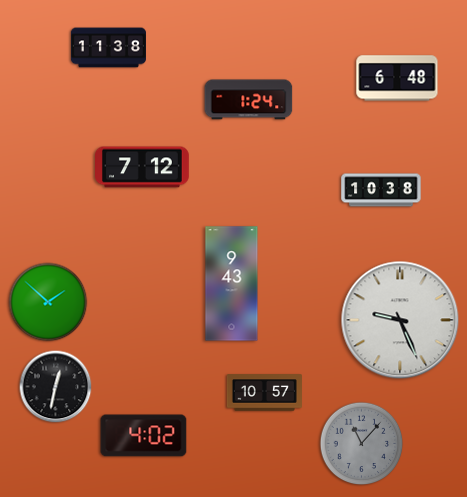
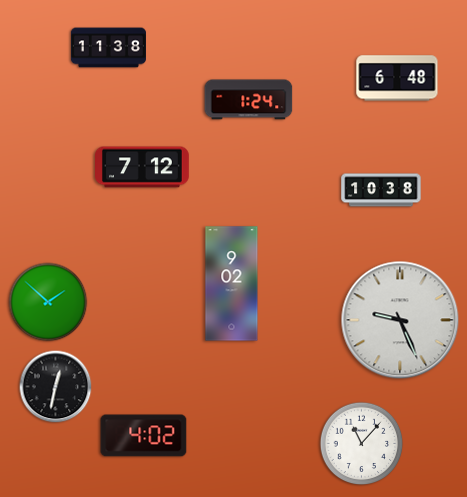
clock at (232, 284): 9:43 -> 9:02
clock at (264, 393): 10:57 -> none
clock at (362, 444) dial: grey -> white
